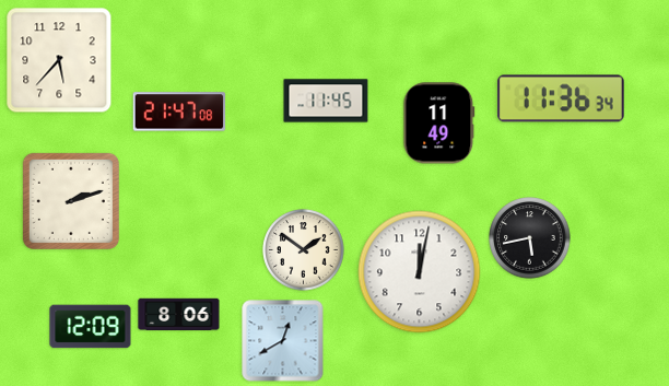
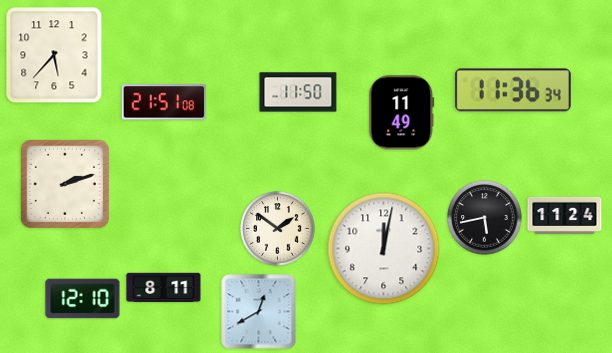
clock at (326, 101): 11:45 -> 11:50
clock at (179, 112): 21:47 -> 21:51
clock at (565, 215): none -> 11:24
clock at (179, 315): 8:06 -> 8:11
clock at (91, 327): 12:09 -> 12:10
